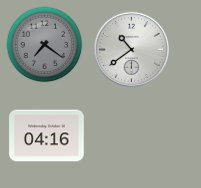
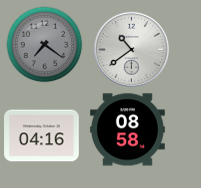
clock at (128, 130): none -> 08:58
clock at (47, 136) position: (47, 136) -> (42, 136)
